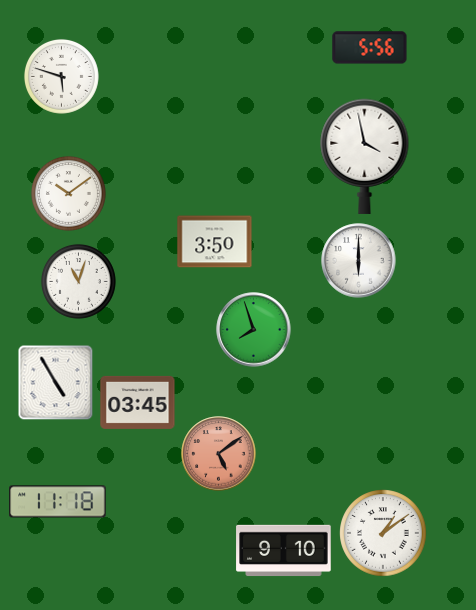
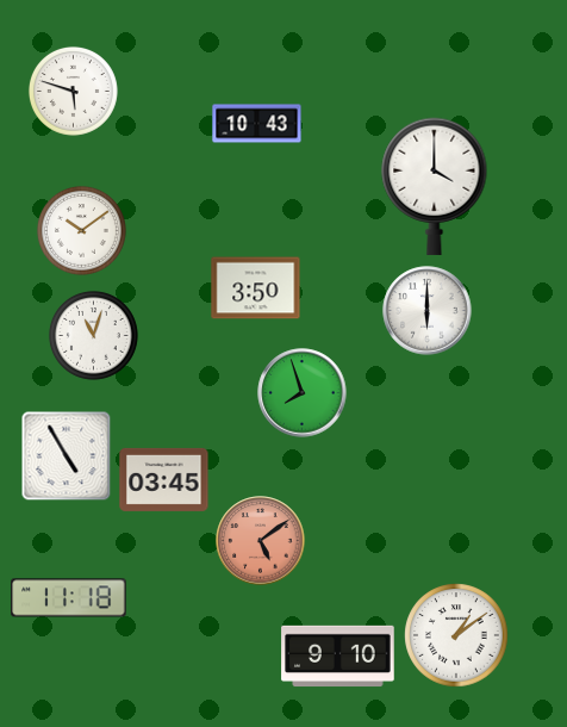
clock at (370, 48): 5:56 -> none
clock at (257, 124): none -> 10:43
clock at (365, 156): 3:58 -> 4:00
